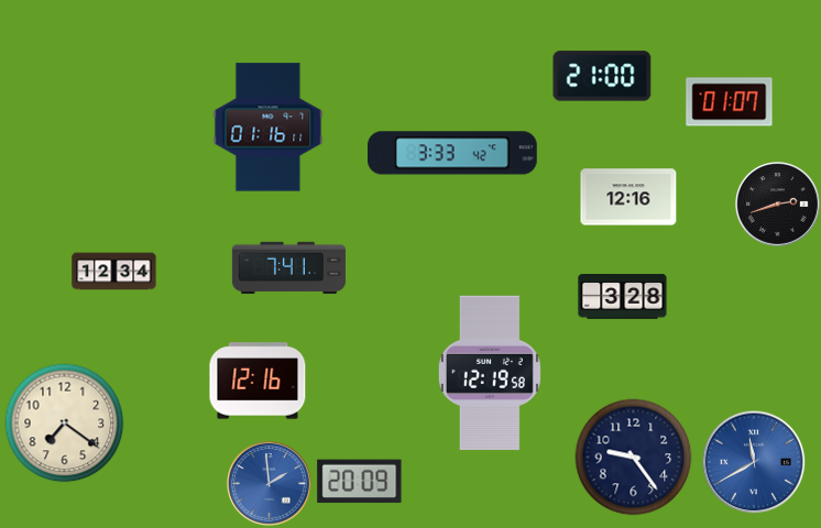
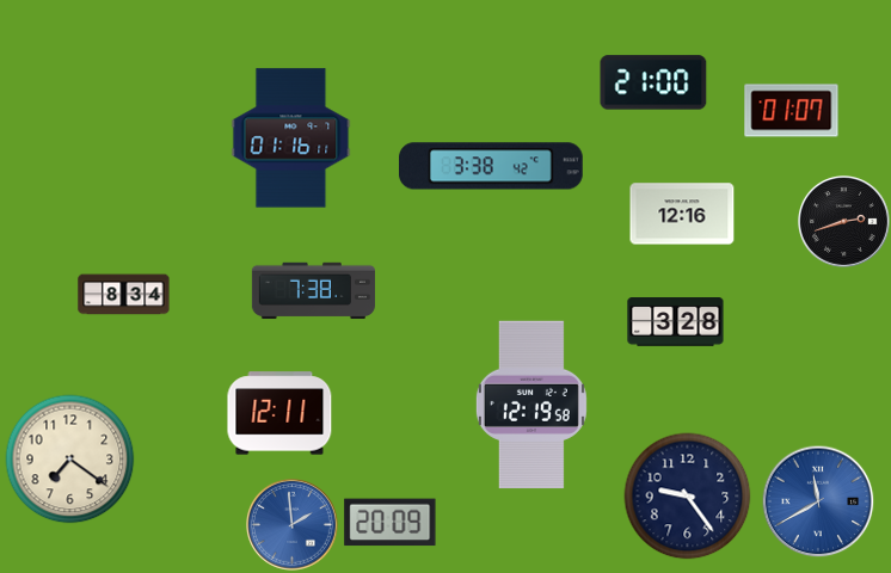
clock at (453, 153): 3:33 -> 3:38
clock at (288, 268): 7:41 -> 7:38
clock at (114, 272): 12:34 -> 8:34
clock at (258, 381): 12:16 -> 12:11
